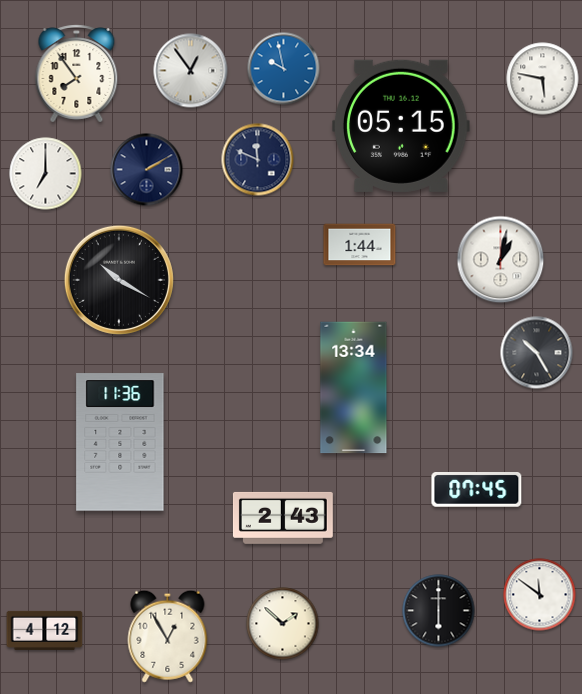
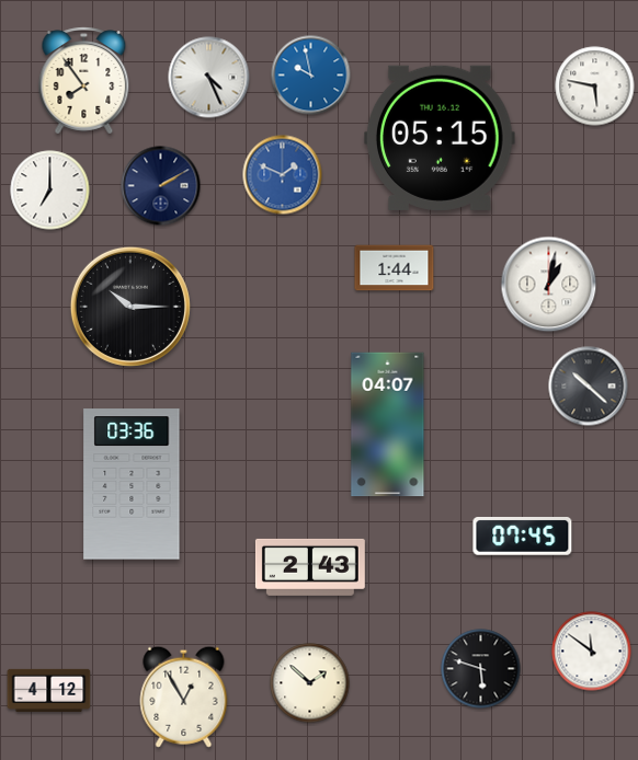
clock at (191, 71): 12:54 -> 4:26
clock at (258, 160): 11:49 -> 1:49
clock at (258, 160) dial: navy -> blue
clock at (119, 280): 10:20 -> 10:15
clock at (537, 353): 10:25 -> 10:22
clock at (354, 388): 13:34 -> 04:07
clock at (120, 442): 11:36 -> 03:36
clock at (439, 611): 6:00 -> 5:48
